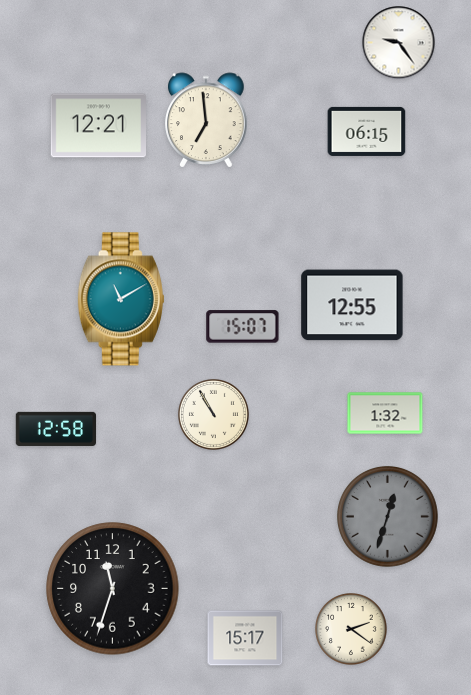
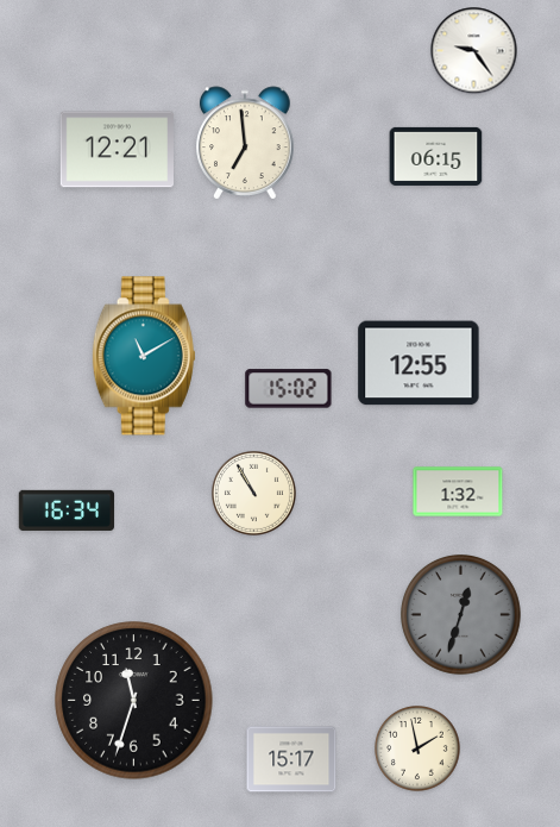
clock at (243, 327): 15:07 -> 15:02
clock at (56, 429): 12:58 -> 16:34
clock at (352, 630): 2:21 -> 1:58
